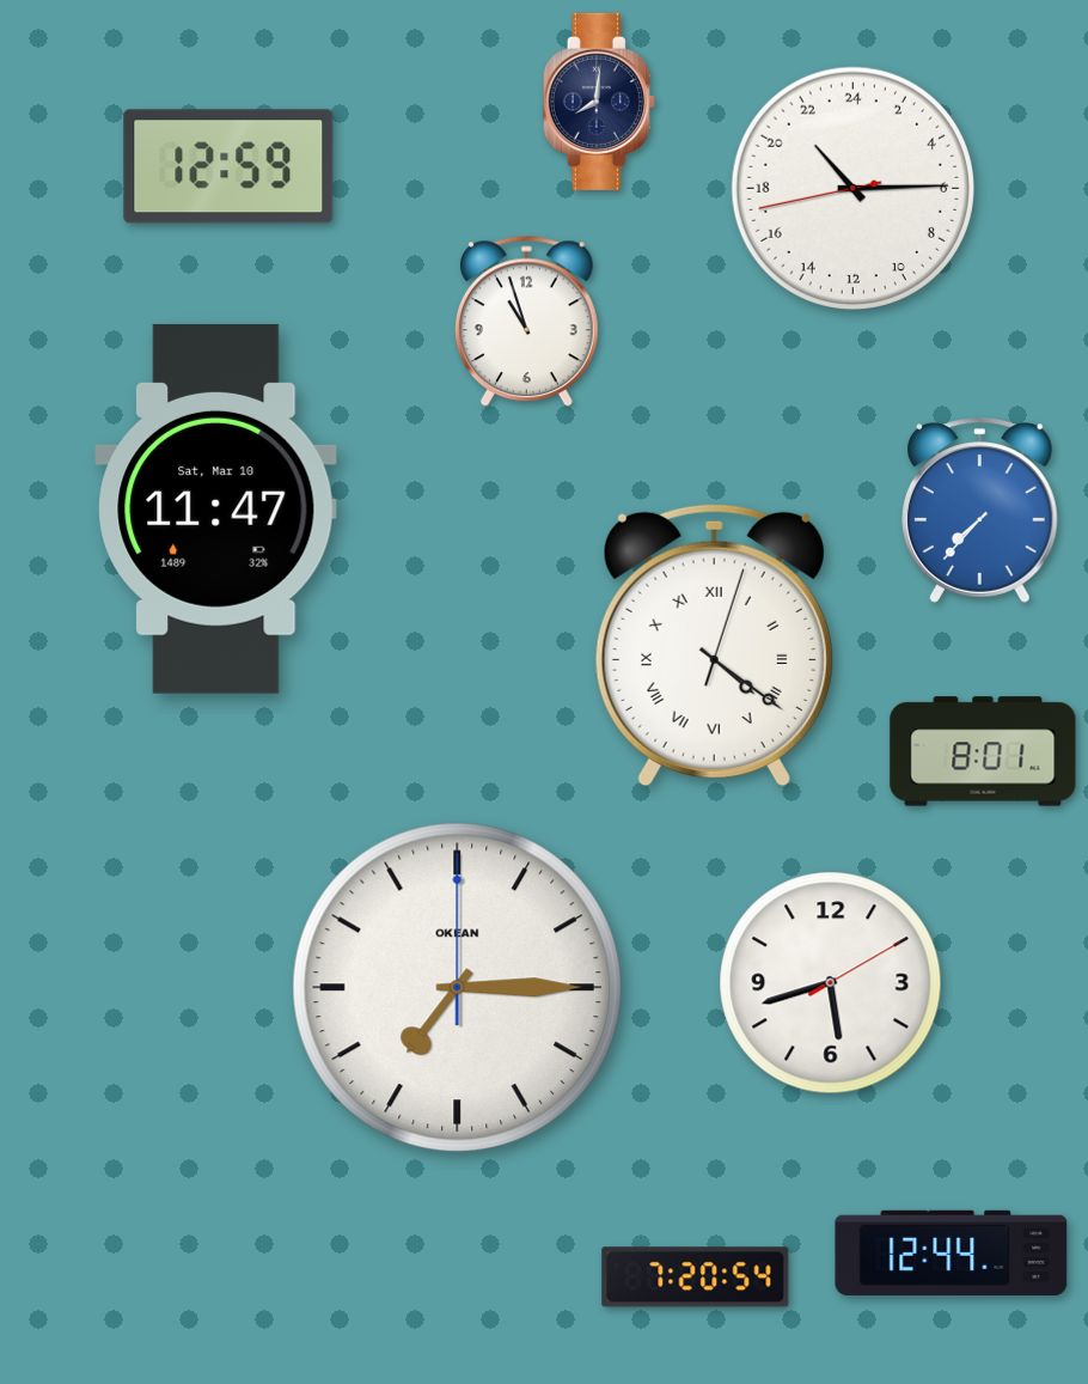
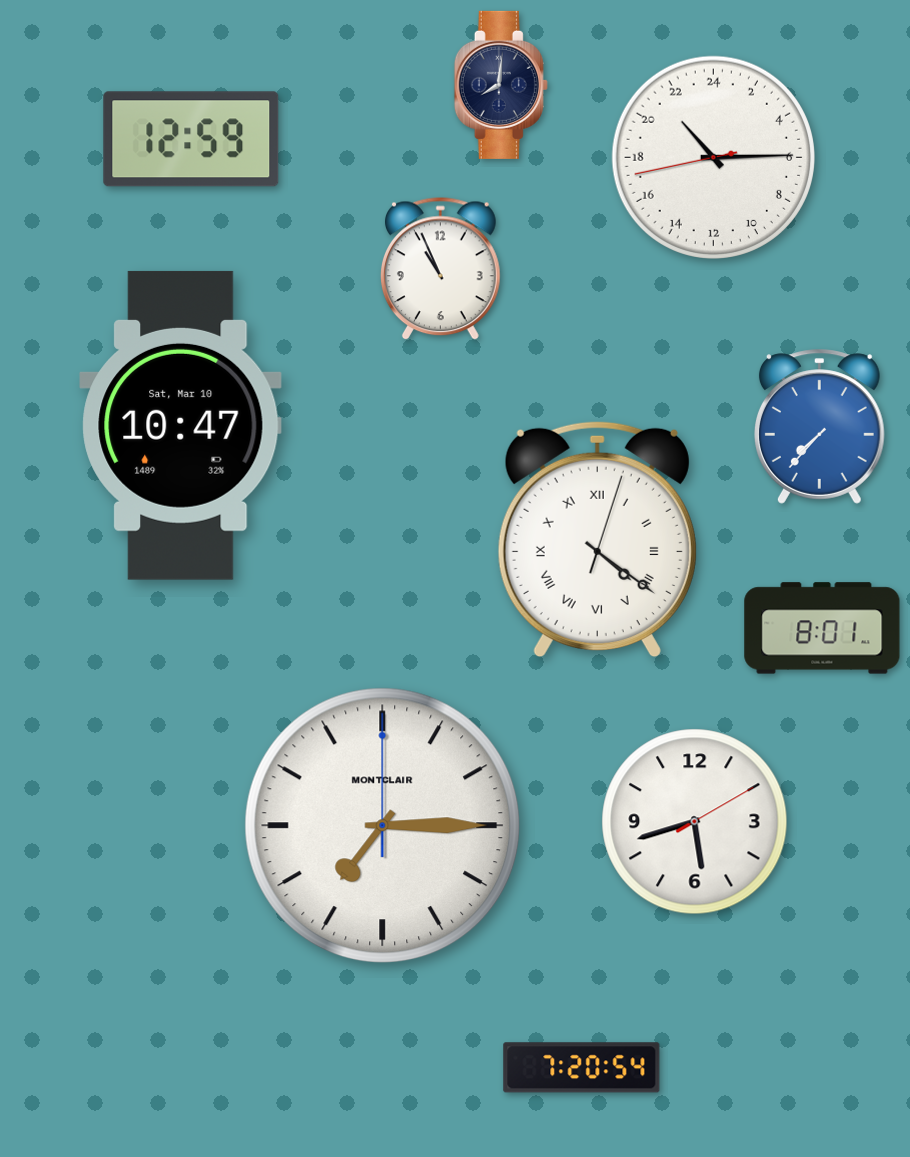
clock at (526, 322): 10:57 -> 10:56
clock at (216, 508): 11:47 -> 10:47
clock at (458, 988) brand: OKEAN -> MONTCLAIR
clock at (952, 1252): 12:44 -> none
